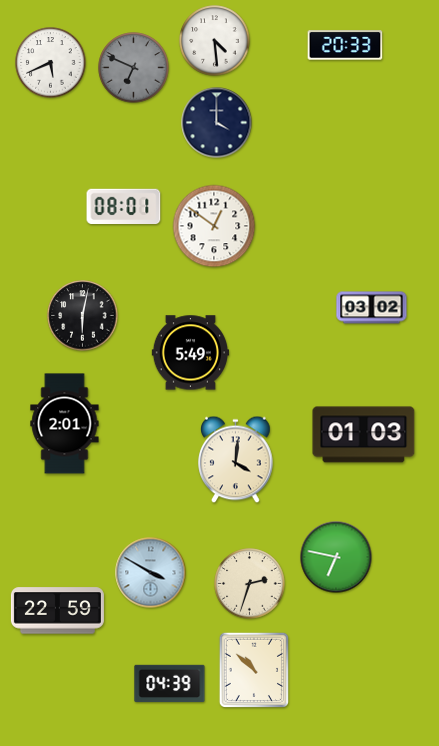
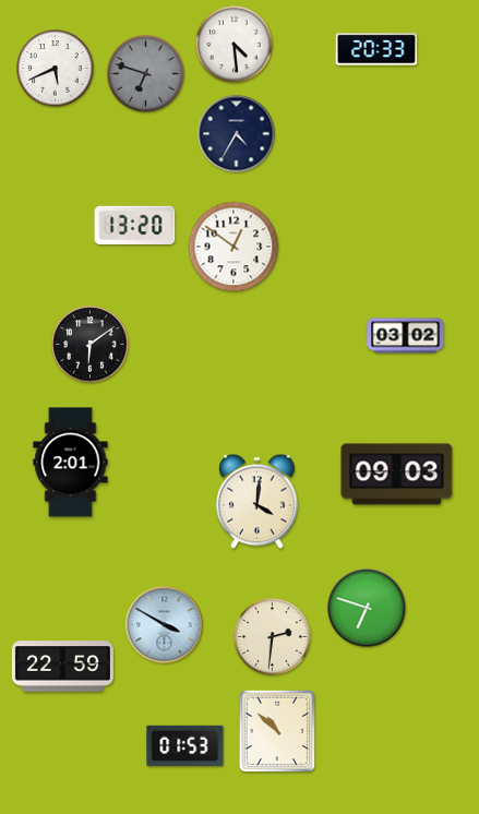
clock at (134, 68): 6:49 -> 6:48
clock at (217, 123): 4:00 -> 4:35
clock at (124, 207): 08:01 -> 13:20
clock at (83, 316): 6:02 -> 6:09
clock at (191, 353): 5:49 -> none
clock at (364, 435): 01:03 -> 09:03
clock at (336, 557): 6:47 -> 6:48
clock at (250, 584): 2:33 -> 2:31
clock at (170, 684): 04:39 -> 01:53
